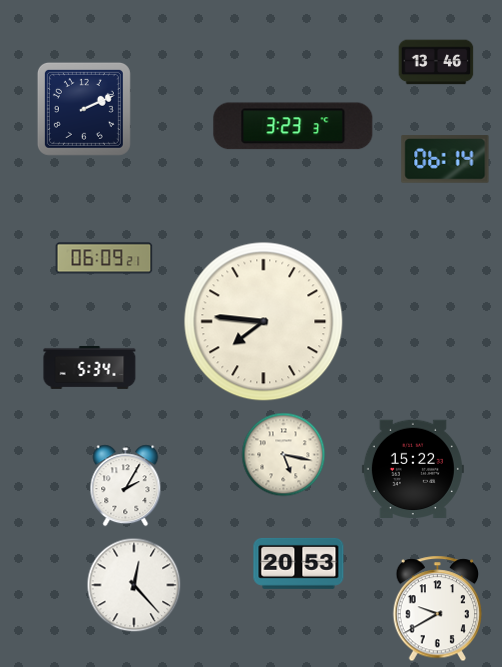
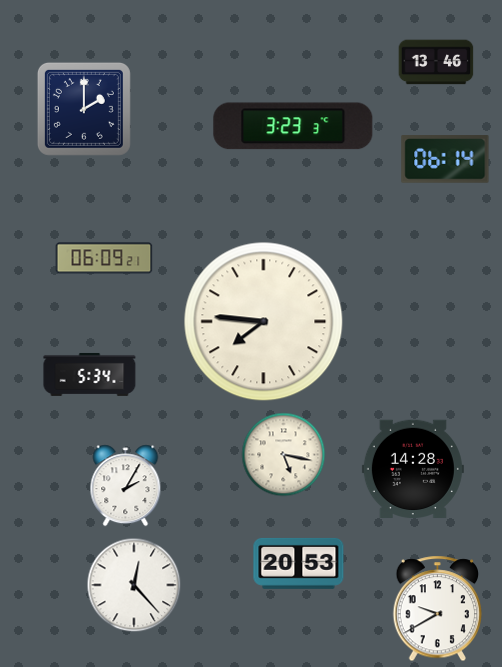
clock at (84, 109): 2:11 -> 2:00
clock at (90, 367) position: (90, 367) -> (90, 374)
clock at (413, 469): 15:22 -> 14:28
